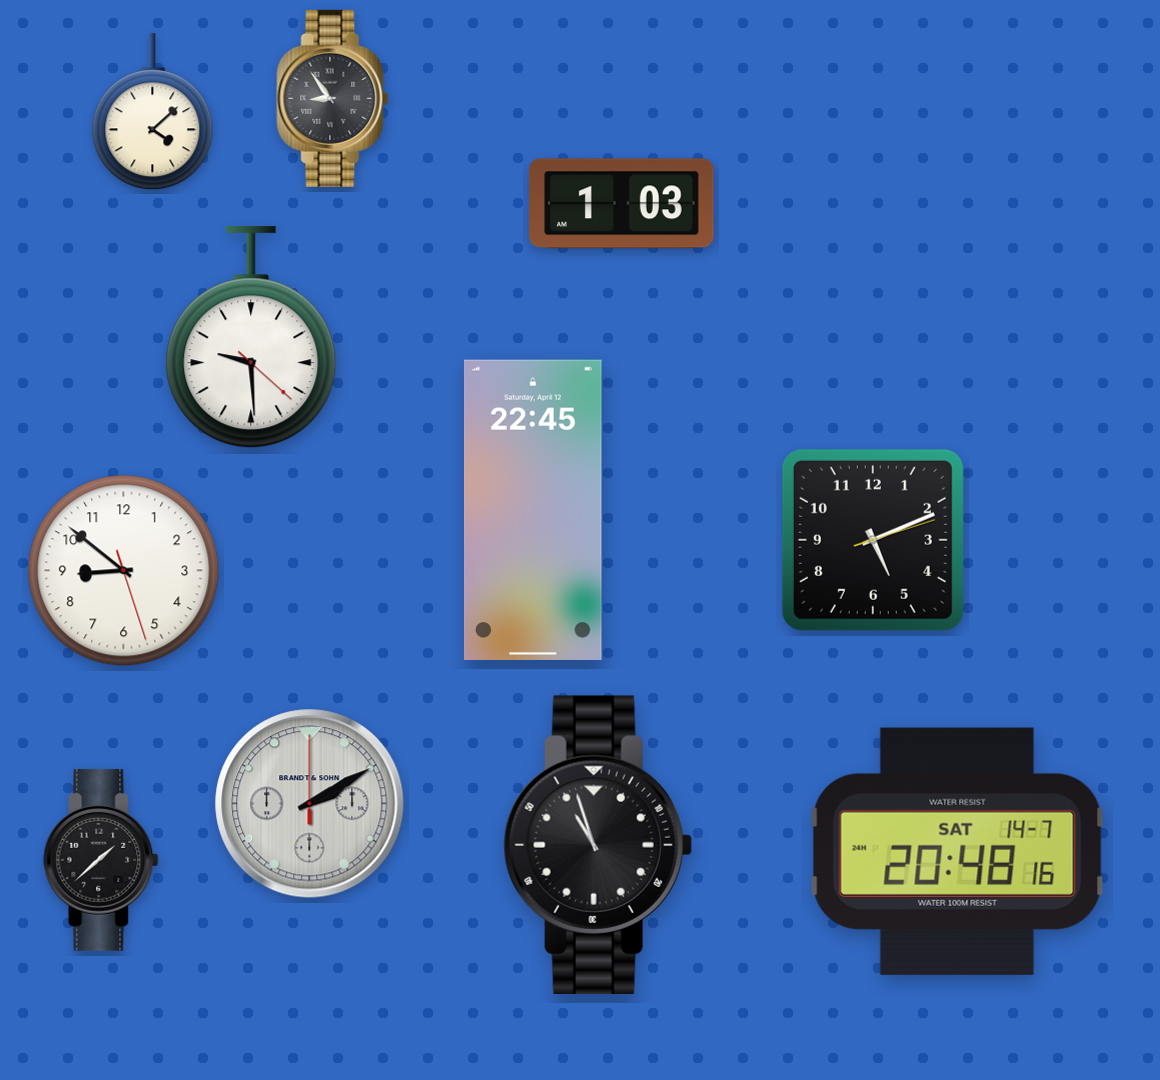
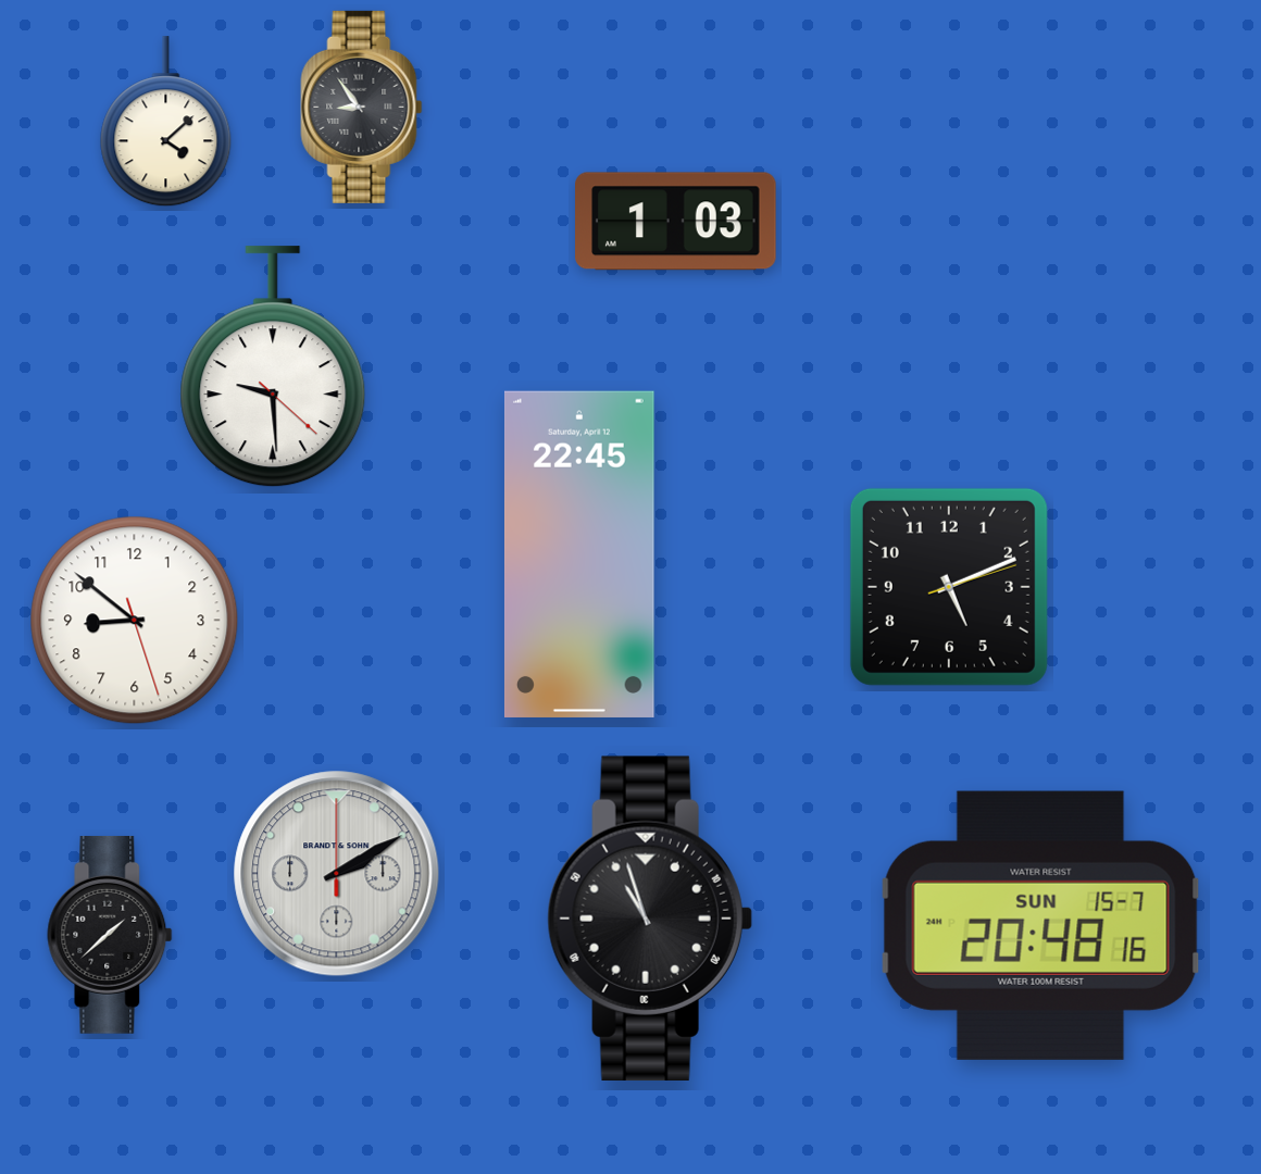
clock at (957, 851) date: SAT 14-7 -> SUN 15-7
